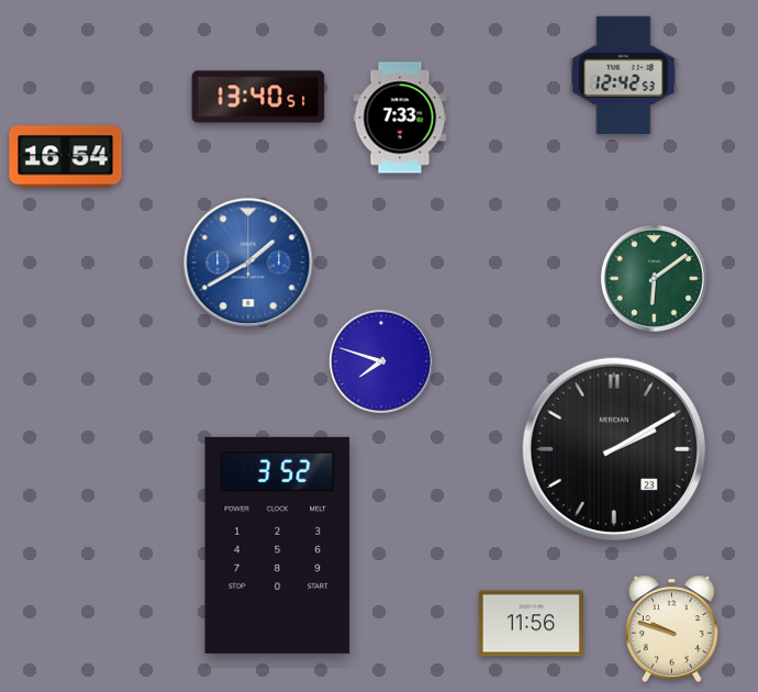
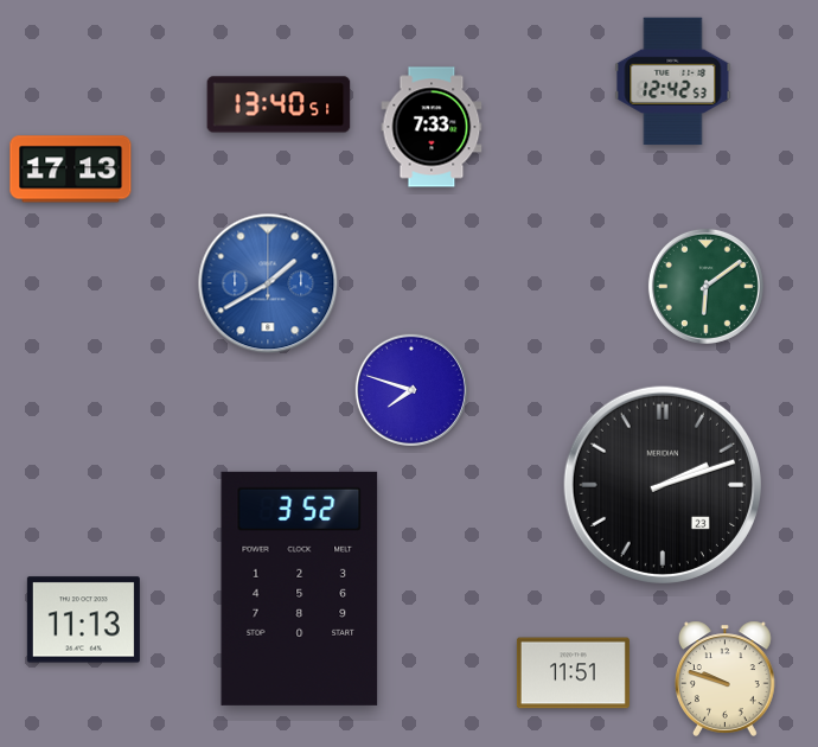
clock at (66, 157): 16:54 -> 17:13
clock at (654, 278) position: (654, 278) -> (705, 286)
clock at (614, 449): 2:10 -> 2:12
clock at (83, 620): none -> 11:13
clock at (531, 624): 11:56 -> 11:51
